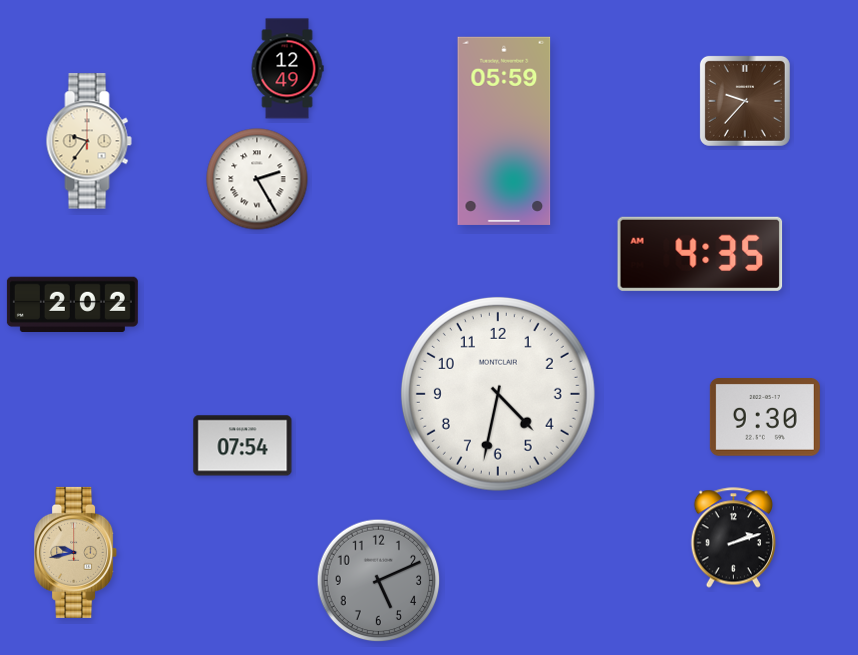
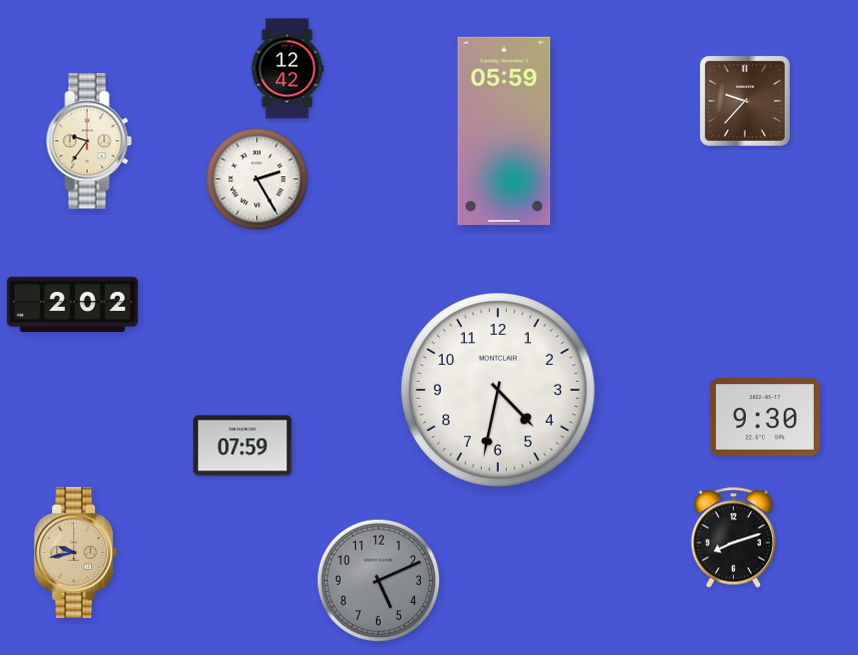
clock at (287, 69): 12:49 -> 12:42
clock at (700, 254): 4:35 -> none
clock at (498, 394) position: (498, 394) -> (498, 390)
clock at (243, 446): 07:54 -> 07:59
clock at (733, 538): 2:12 -> 8:12
